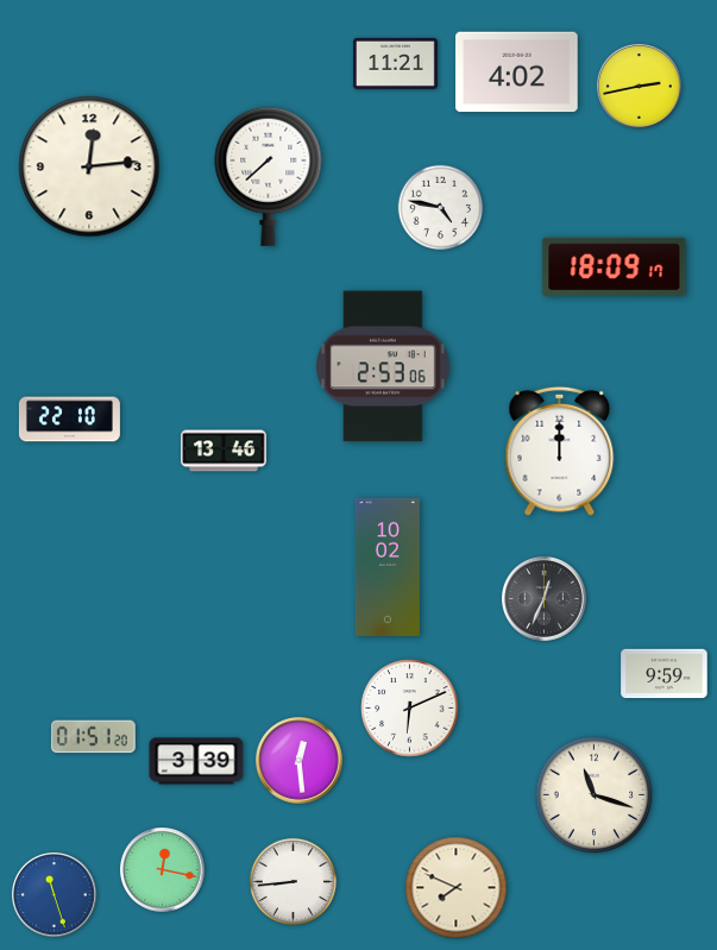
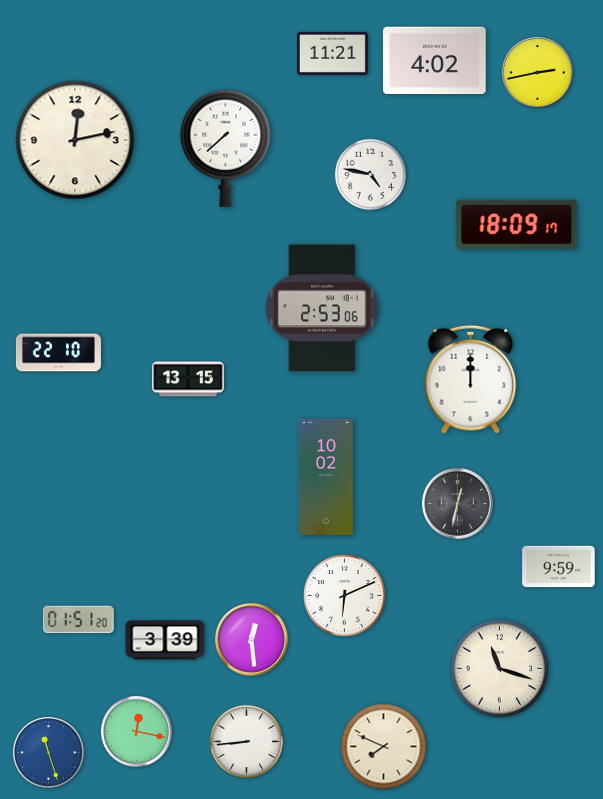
clock at (89, 166): 12:14 -> 12:13
clock at (224, 451): 13:46 -> 13:15
clock at (545, 599): 12:34 -> 12:32
clock at (55, 895) position: (55, 895) -> (49, 753)
